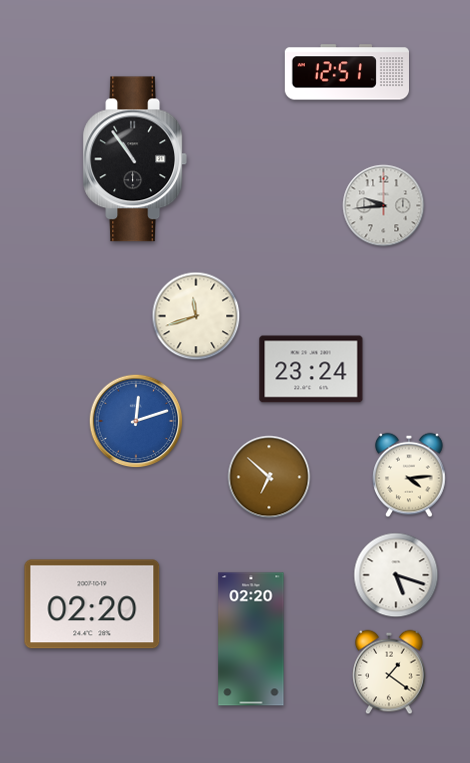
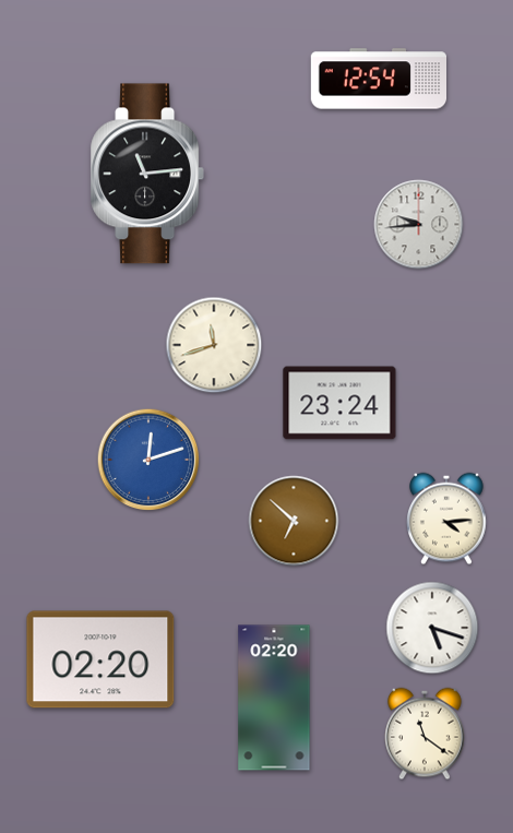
clock at (346, 72): 12:51 -> 12:54
clock at (134, 159): 10:54 -> 11:14
clock at (389, 672): 1:21 -> 11:21
